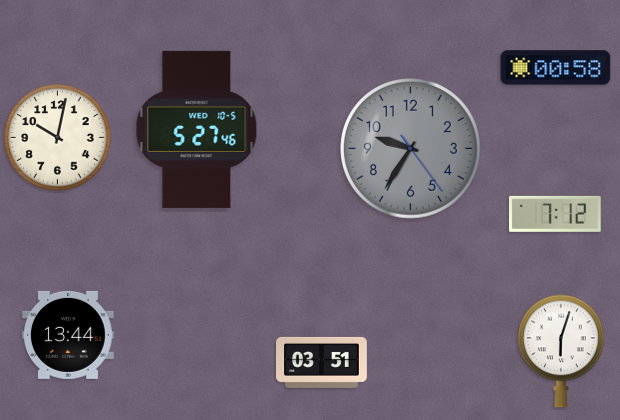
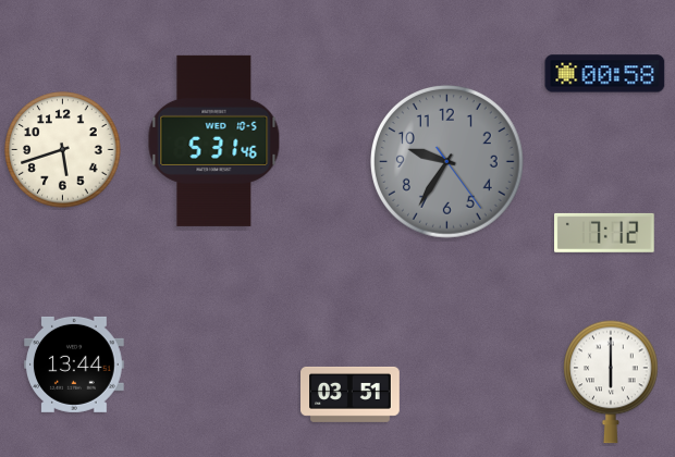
clock at (197, 129): 5:27 -> 5:31
clock at (58, 138): 10:02 -> 5:42
clock at (561, 351): 6:03 -> 6:00
